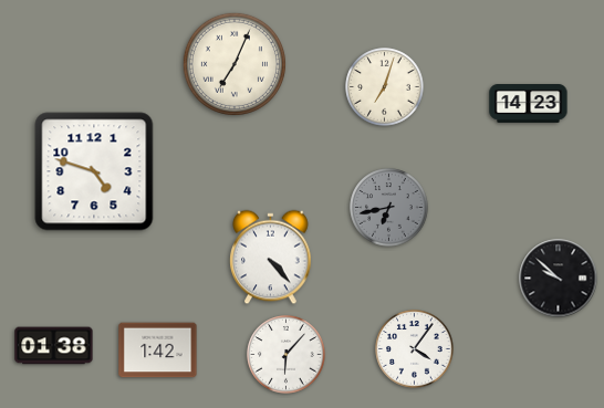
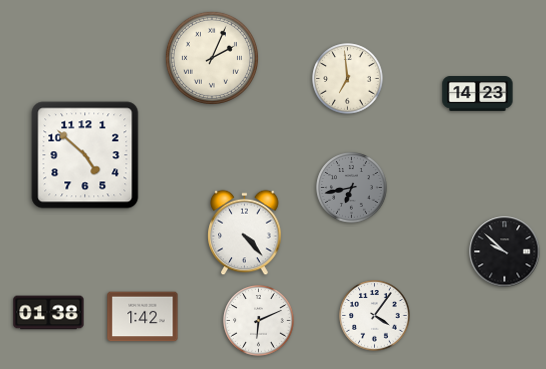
clock at (235, 64): 7:04 -> 2:04
clock at (385, 87): 7:03 -> 6:59
clock at (94, 171): 4:48 -> 4:52
clock at (287, 355): 6:07 -> 6:11
